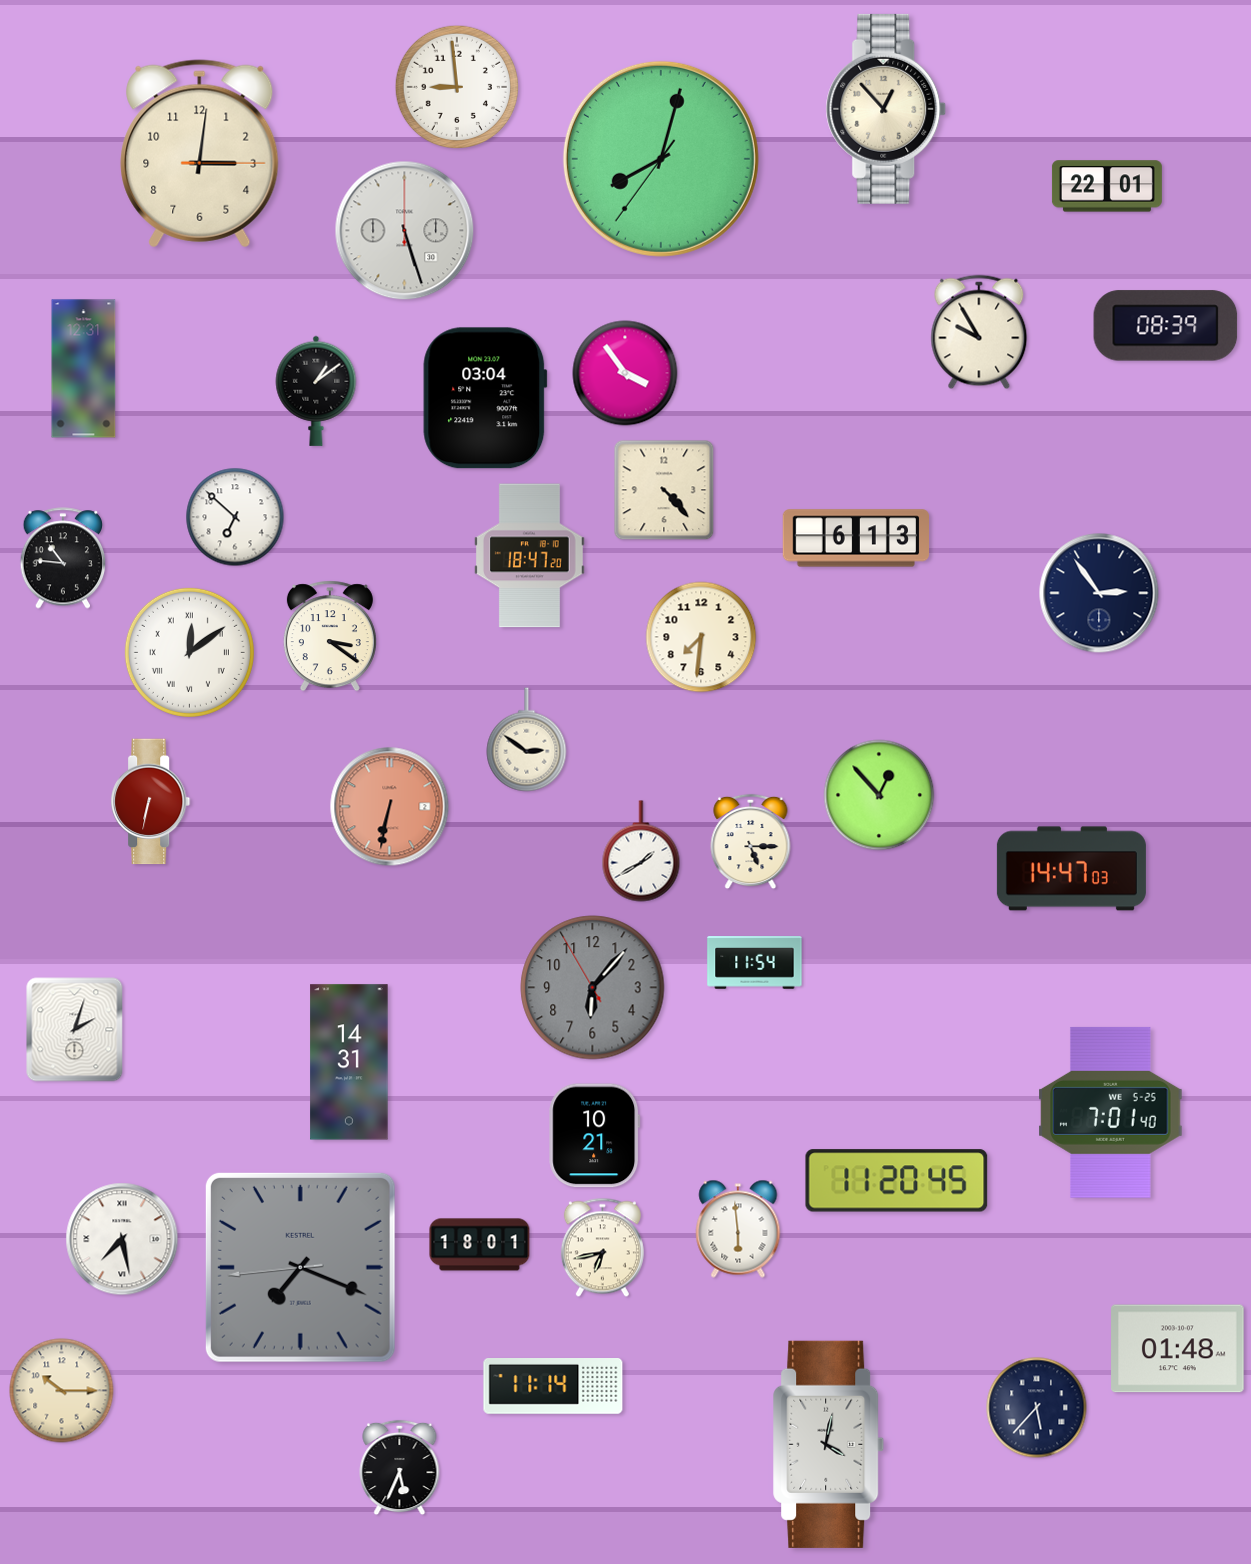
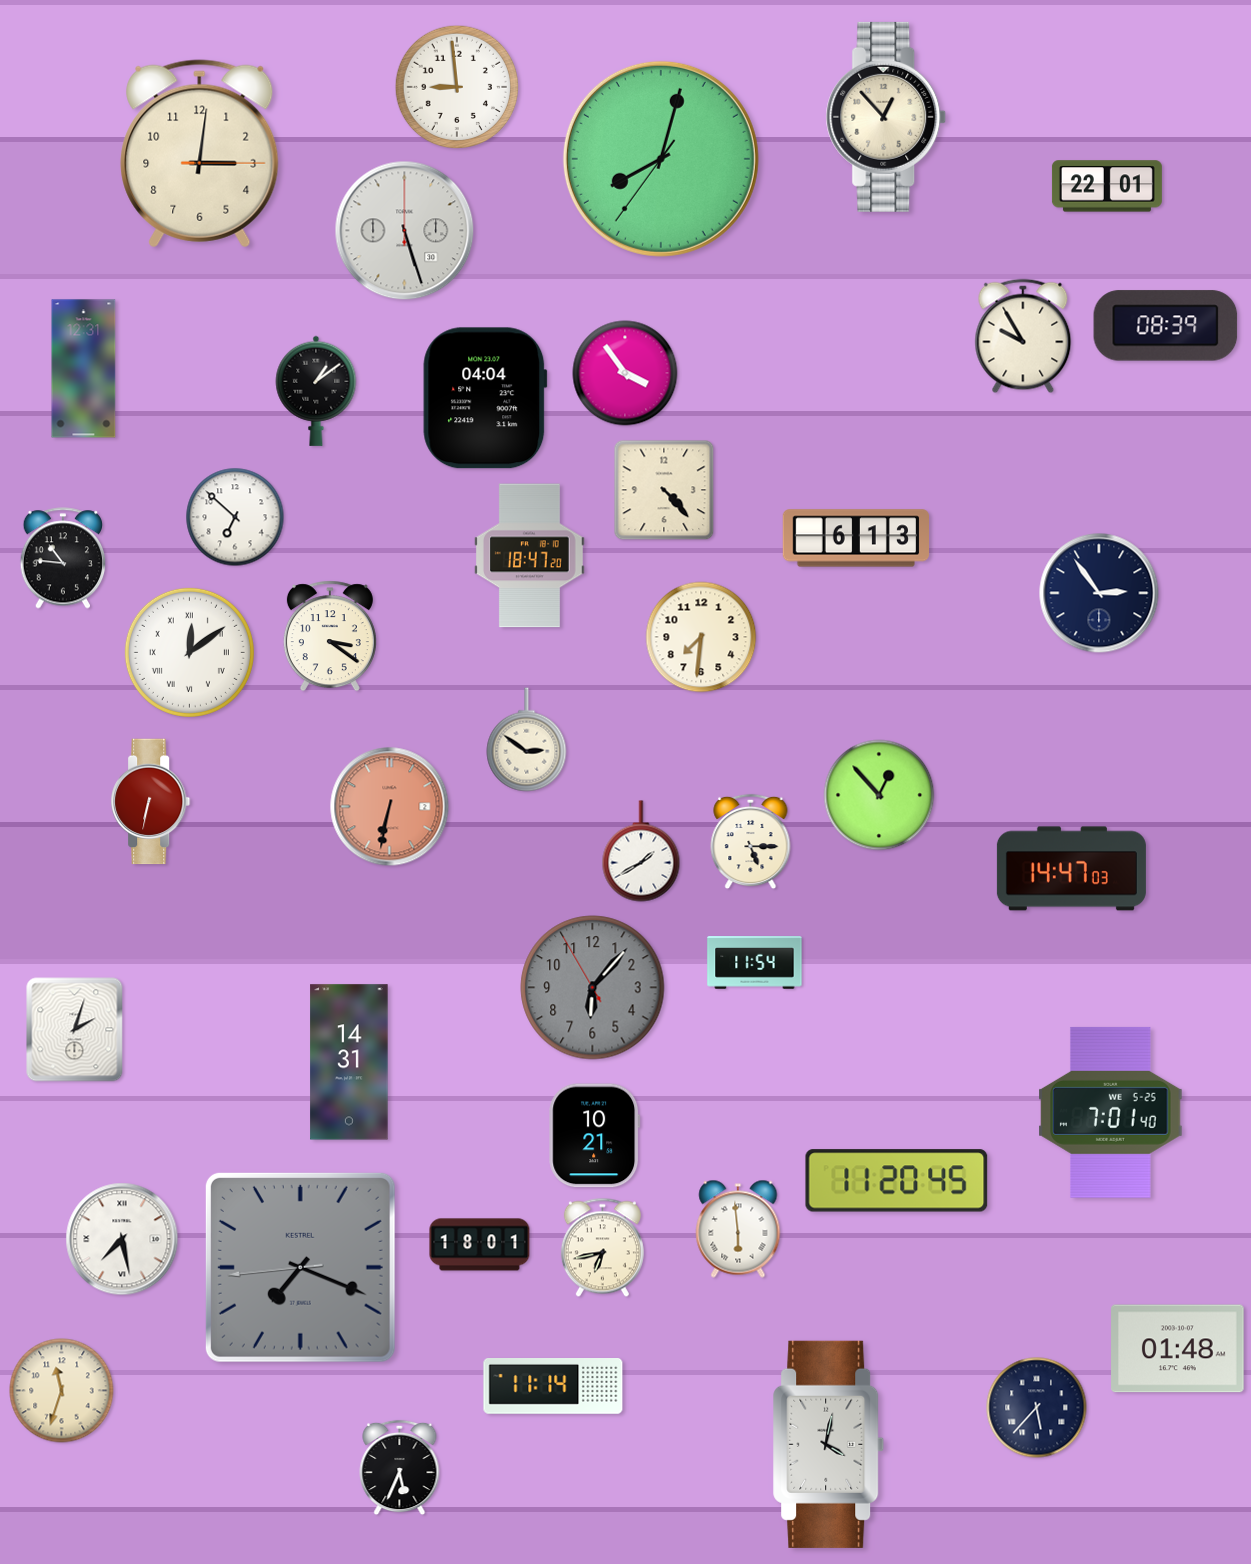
clock at (886, 109) position: (886, 109) -> (886, 117)
clock at (979, 332) position: (979, 332) -> (1023, 336)
clock at (485, 398): 03:04 -> 04:04
clock at (62, 1391): 10:15 -> 11:33
